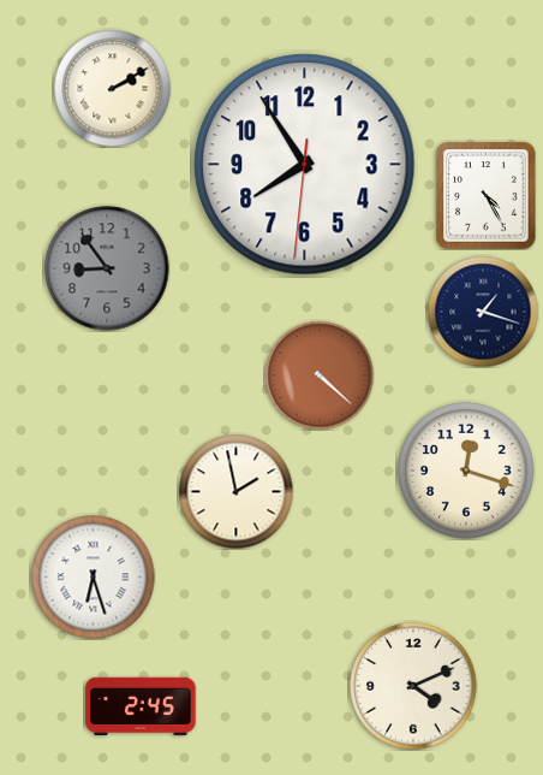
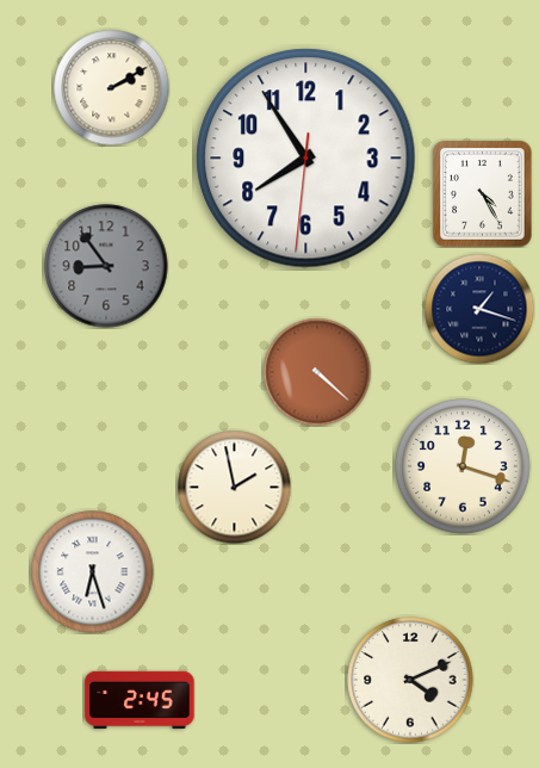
clock at (305, 165) position: (305, 165) -> (306, 159)
